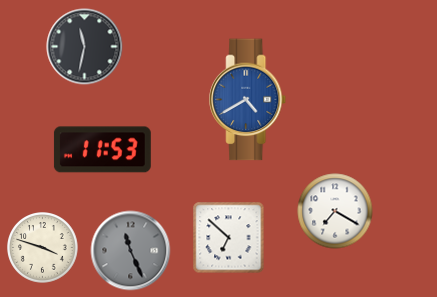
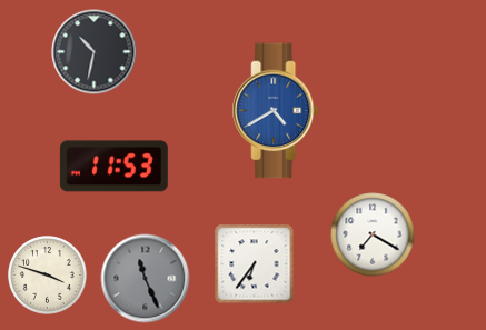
clock at (85, 47): 11:32 -> 10:32
clock at (229, 238): 6:52 -> 6:36
